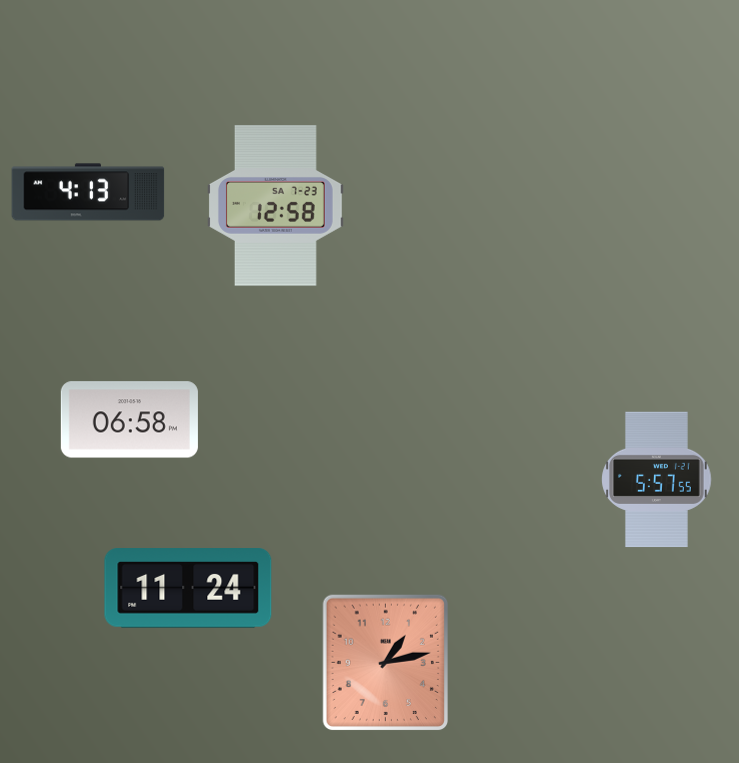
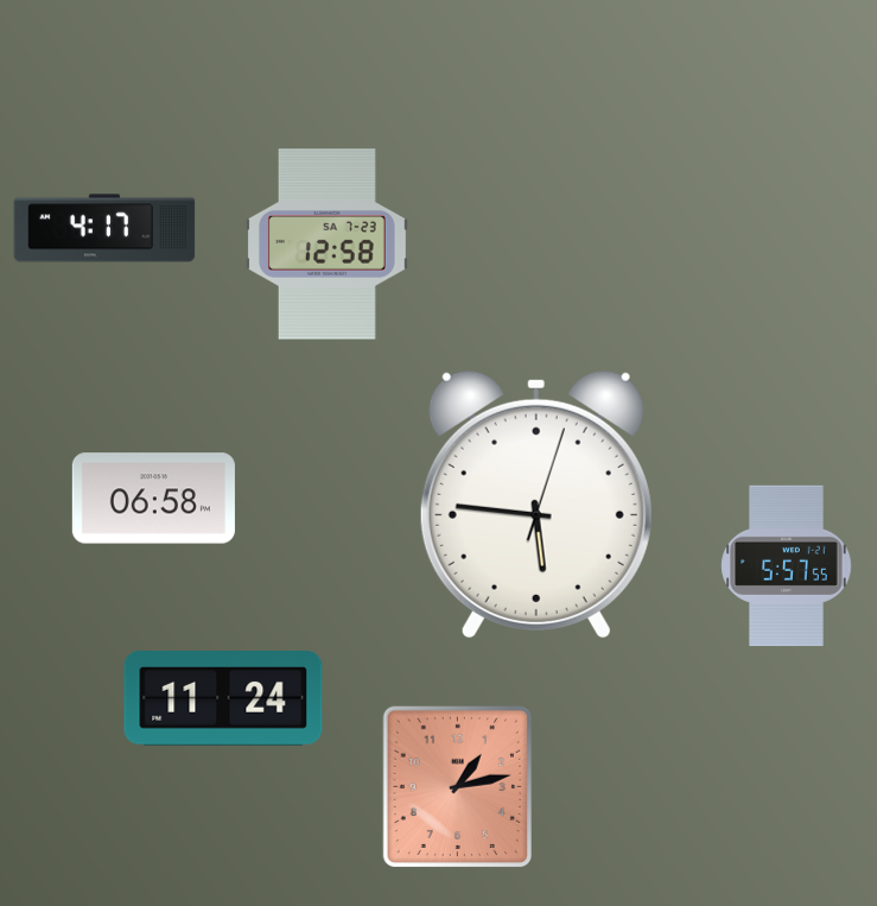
clock at (88, 192): 4:13 -> 4:17
clock at (536, 505): none -> 5:46
clock at (657, 480) position: (657, 480) -> (787, 566)
